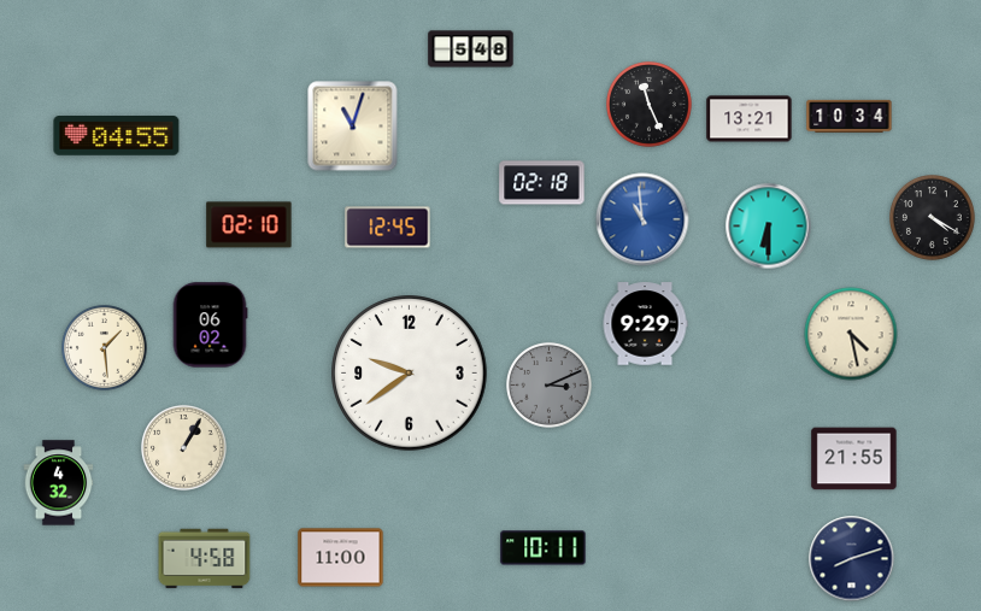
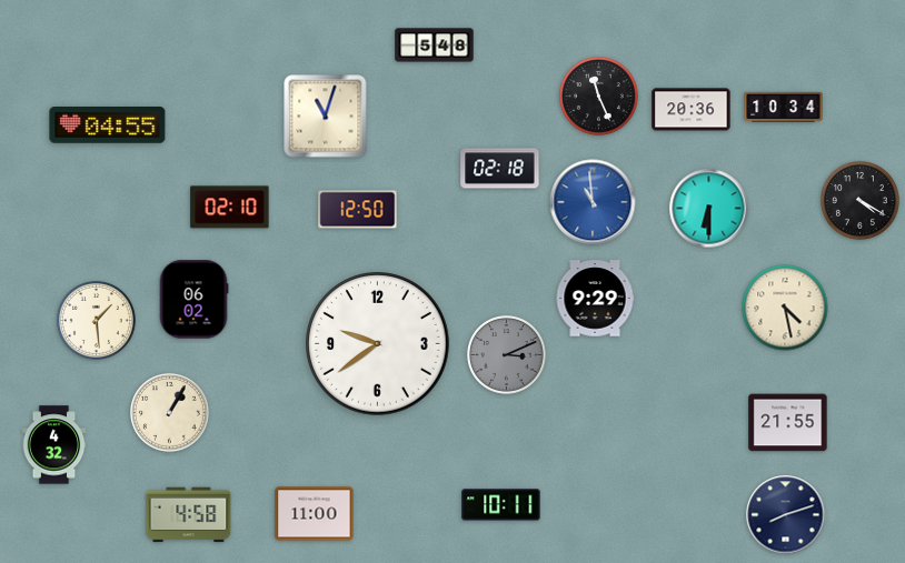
clock at (750, 119): 13:21 -> 20:36
clock at (388, 228): 12:45 -> 12:50
